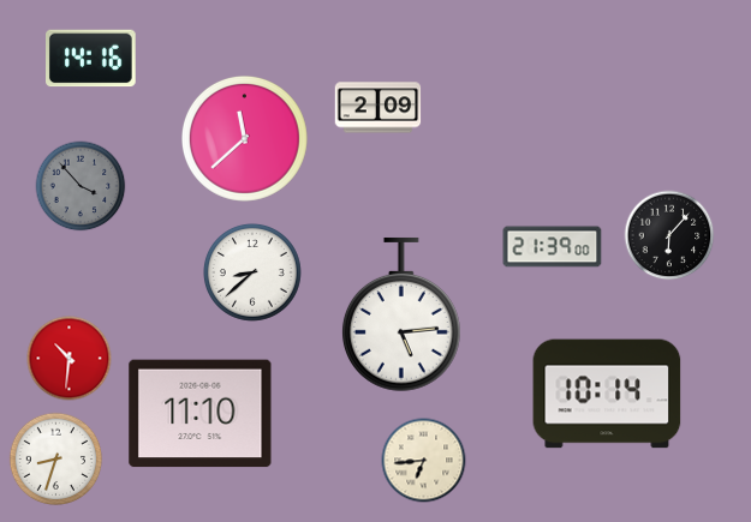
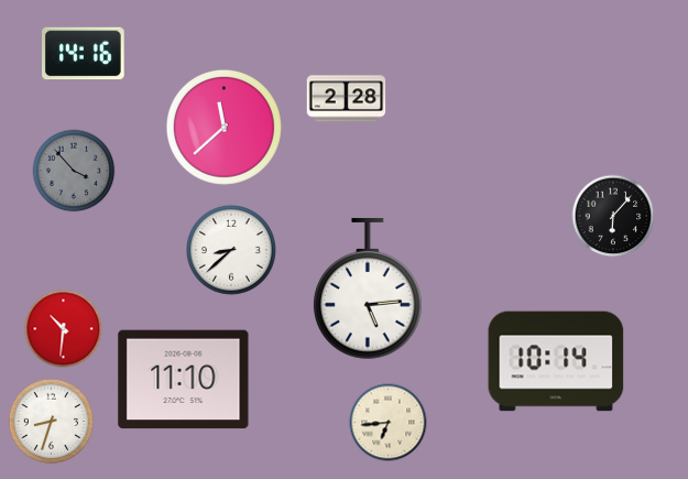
clock at (379, 108): 2:09 -> 2:28
clock at (553, 247): 21:39 -> none
